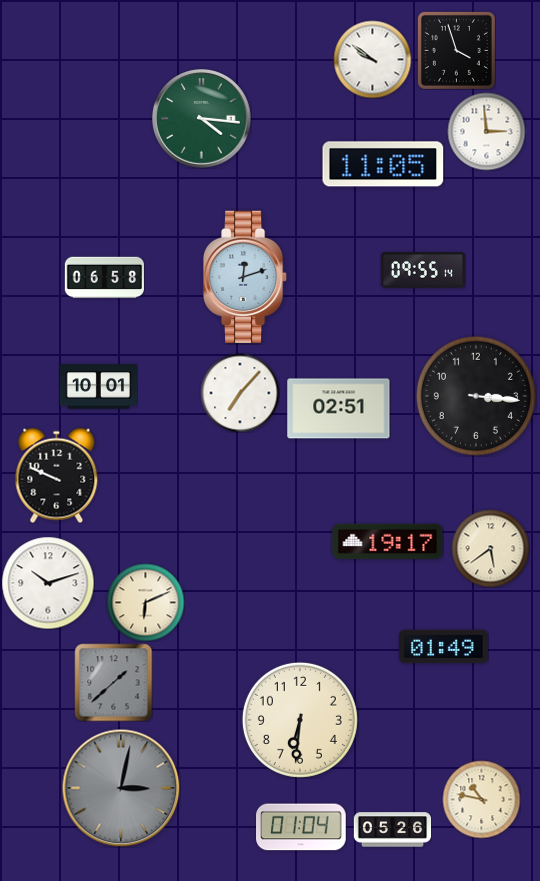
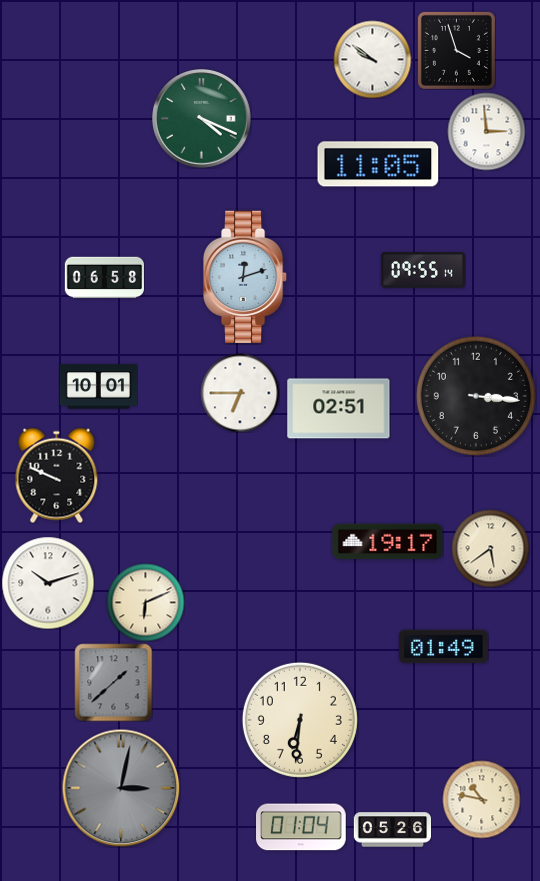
clock at (202, 119): 4:16 -> 4:19
clock at (383, 164) position: (383, 164) -> (378, 164)
clock at (240, 393): 7:07 -> 6:45
